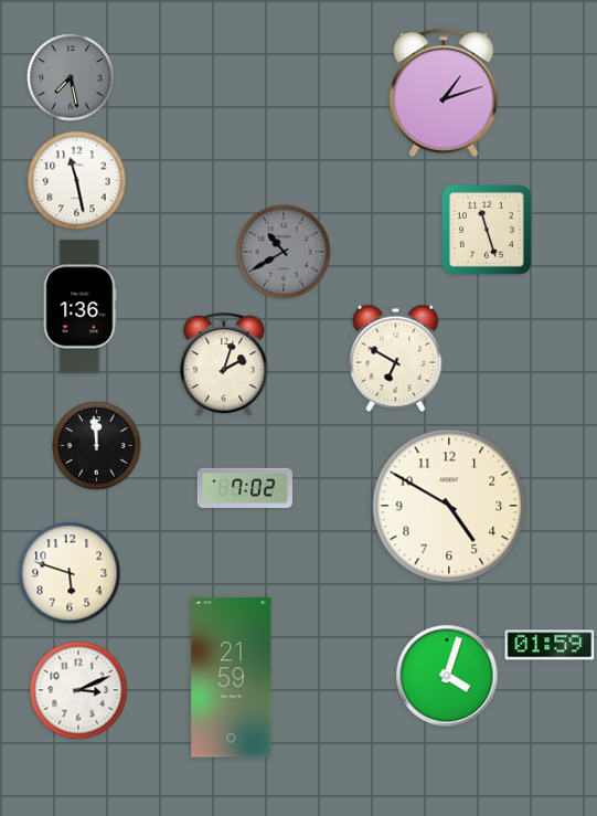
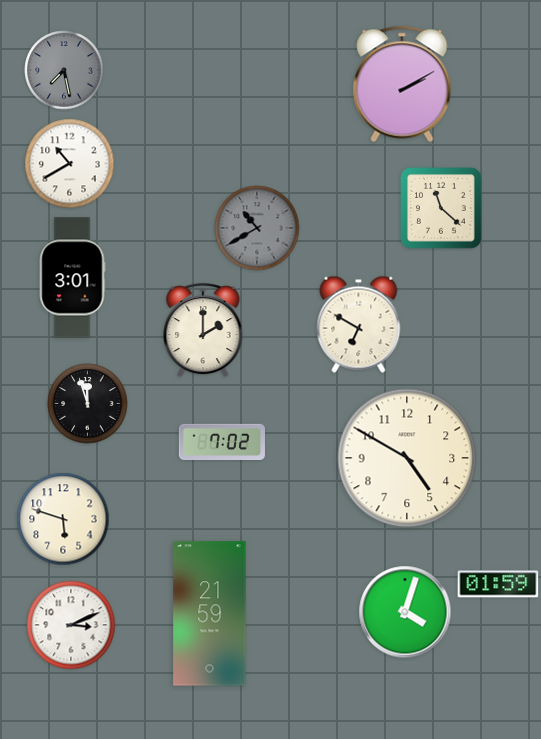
clock at (444, 93): 1:12 -> 2:10
clock at (77, 181): 11:28 -> 10:40
clock at (488, 231): 11:27 -> 11:22
clock at (79, 307): 1:36 -> 3:01
clock at (224, 365): 2:03 -> 2:00
clock at (97, 446): 11:59 -> 11:57
